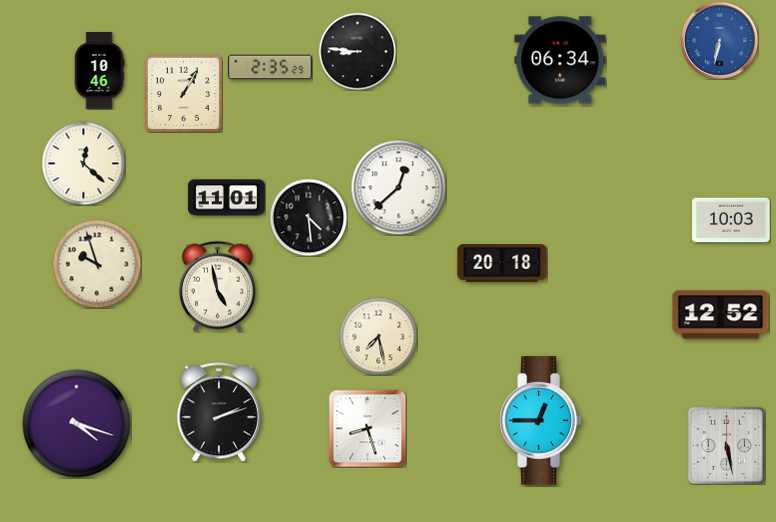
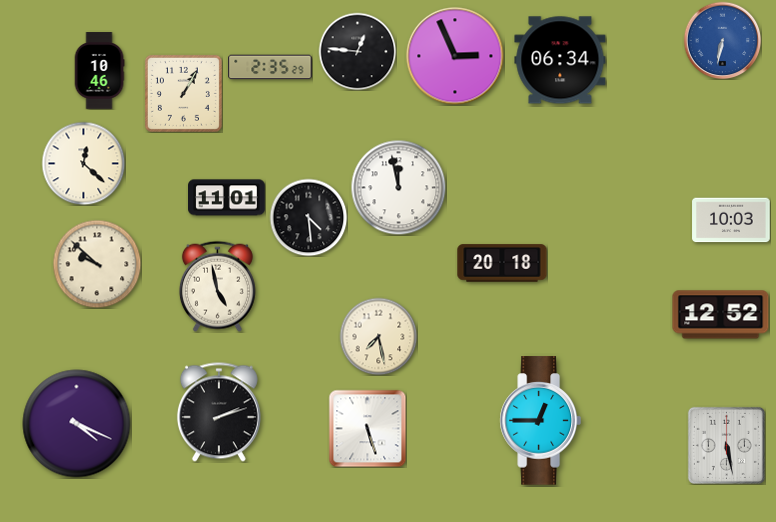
clock at (719, 40) position: (719, 40) -> (722, 40)
clock at (357, 51): 8:46 -> 12:46
clock at (455, 56): none -> 2:56
clock at (398, 187): 12:38 -> 11:58
clock at (97, 264): 9:57 -> 9:52
clock at (77, 424): 4:18 -> 4:19
clock at (367, 428): 8:27 -> 5:27
